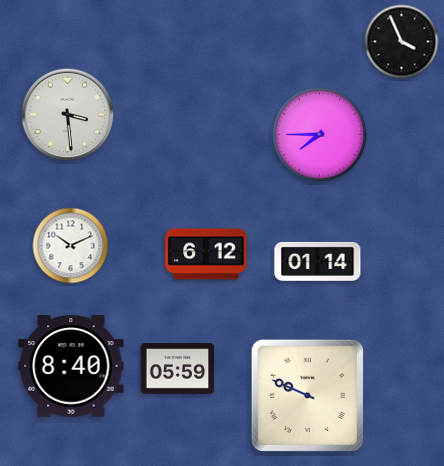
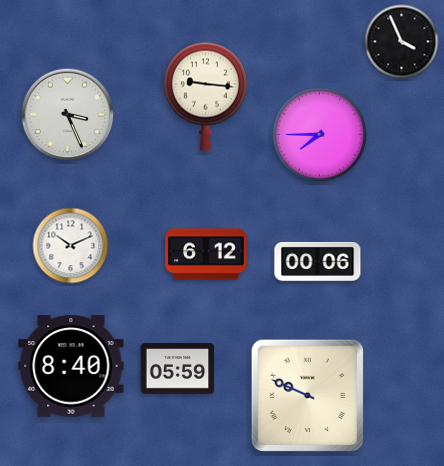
clock at (205, 96): none -> 9:16
clock at (68, 115): 3:29 -> 3:26
clock at (318, 261): 01:14 -> 00:06
